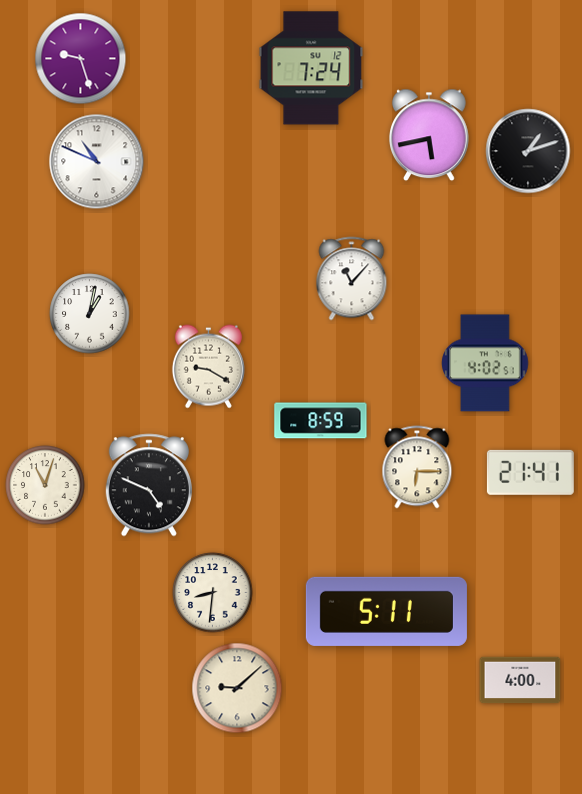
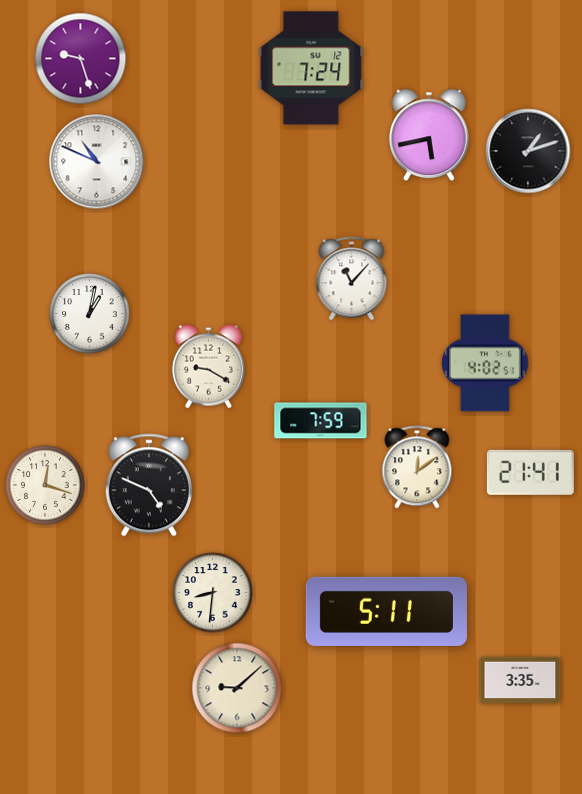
clock at (321, 421): 8:59 -> 7:59
clock at (417, 467): 6:15 -> 12:09
clock at (45, 485): 11:03 -> 12:18
clock at (520, 680): 4:00 -> 3:35
